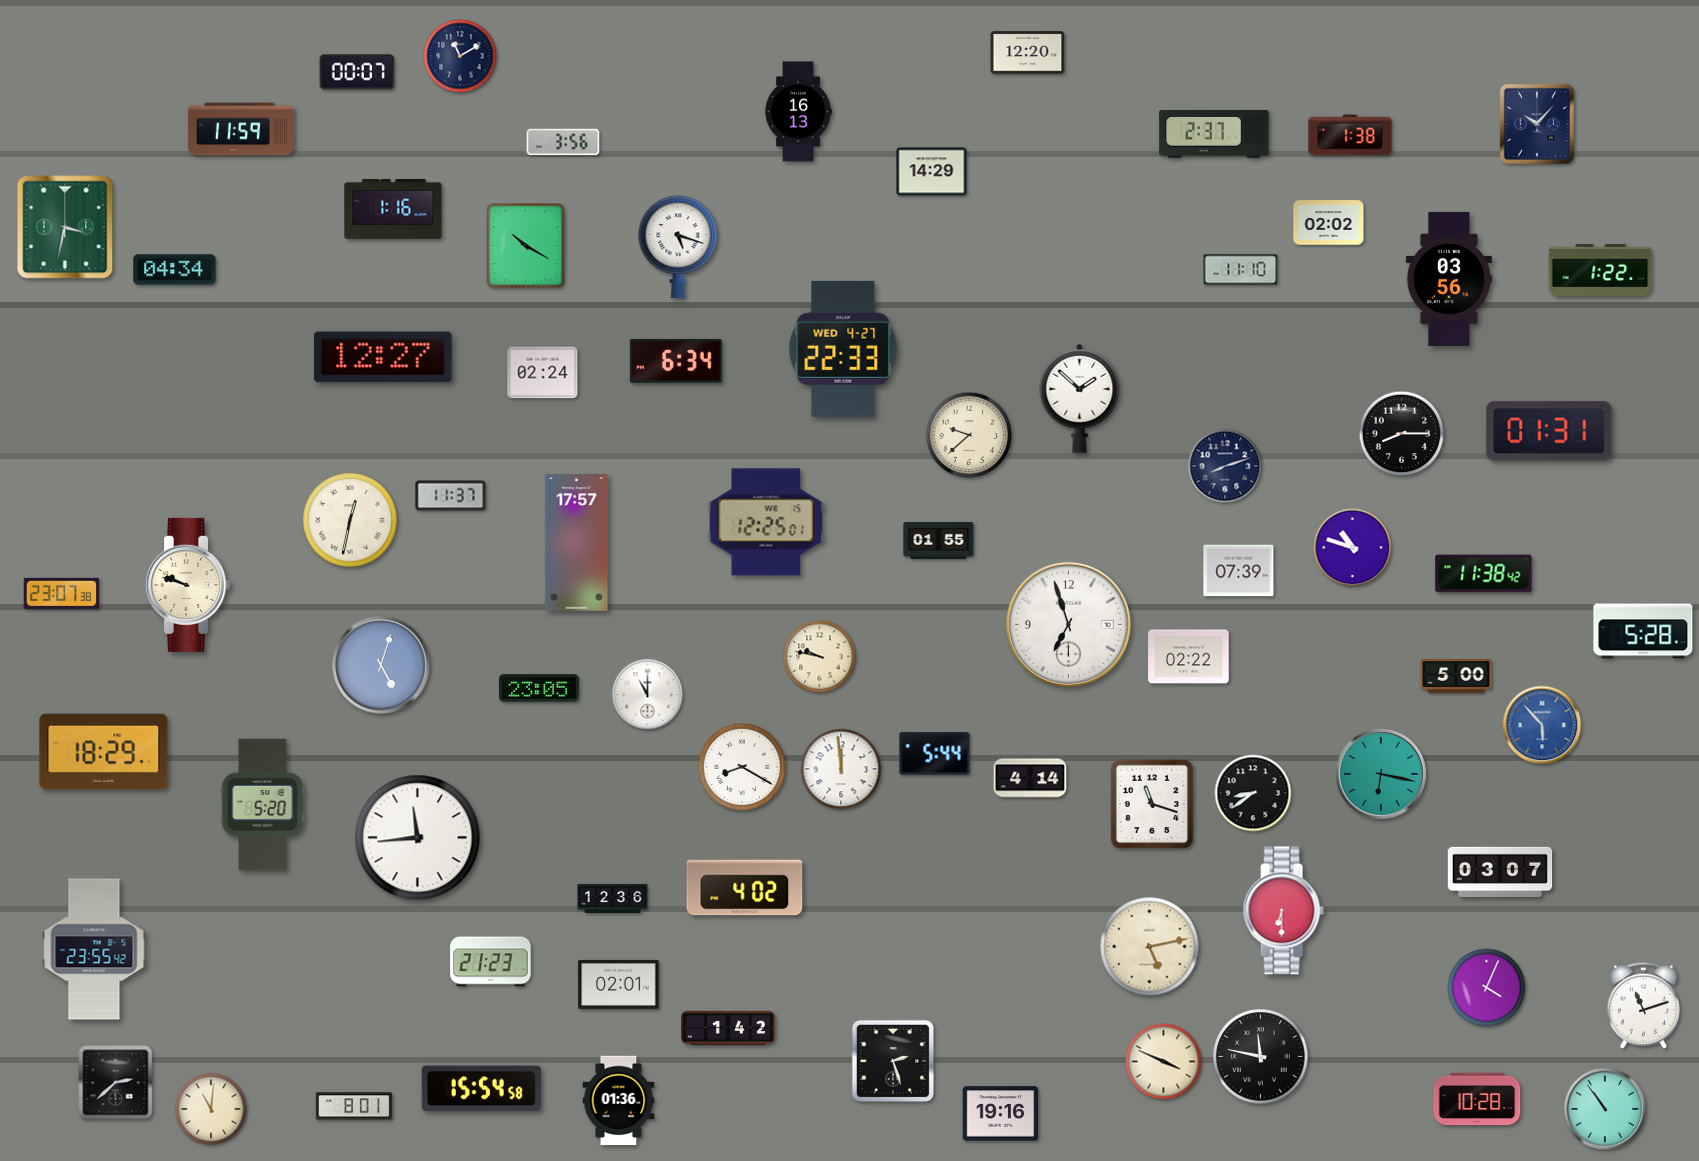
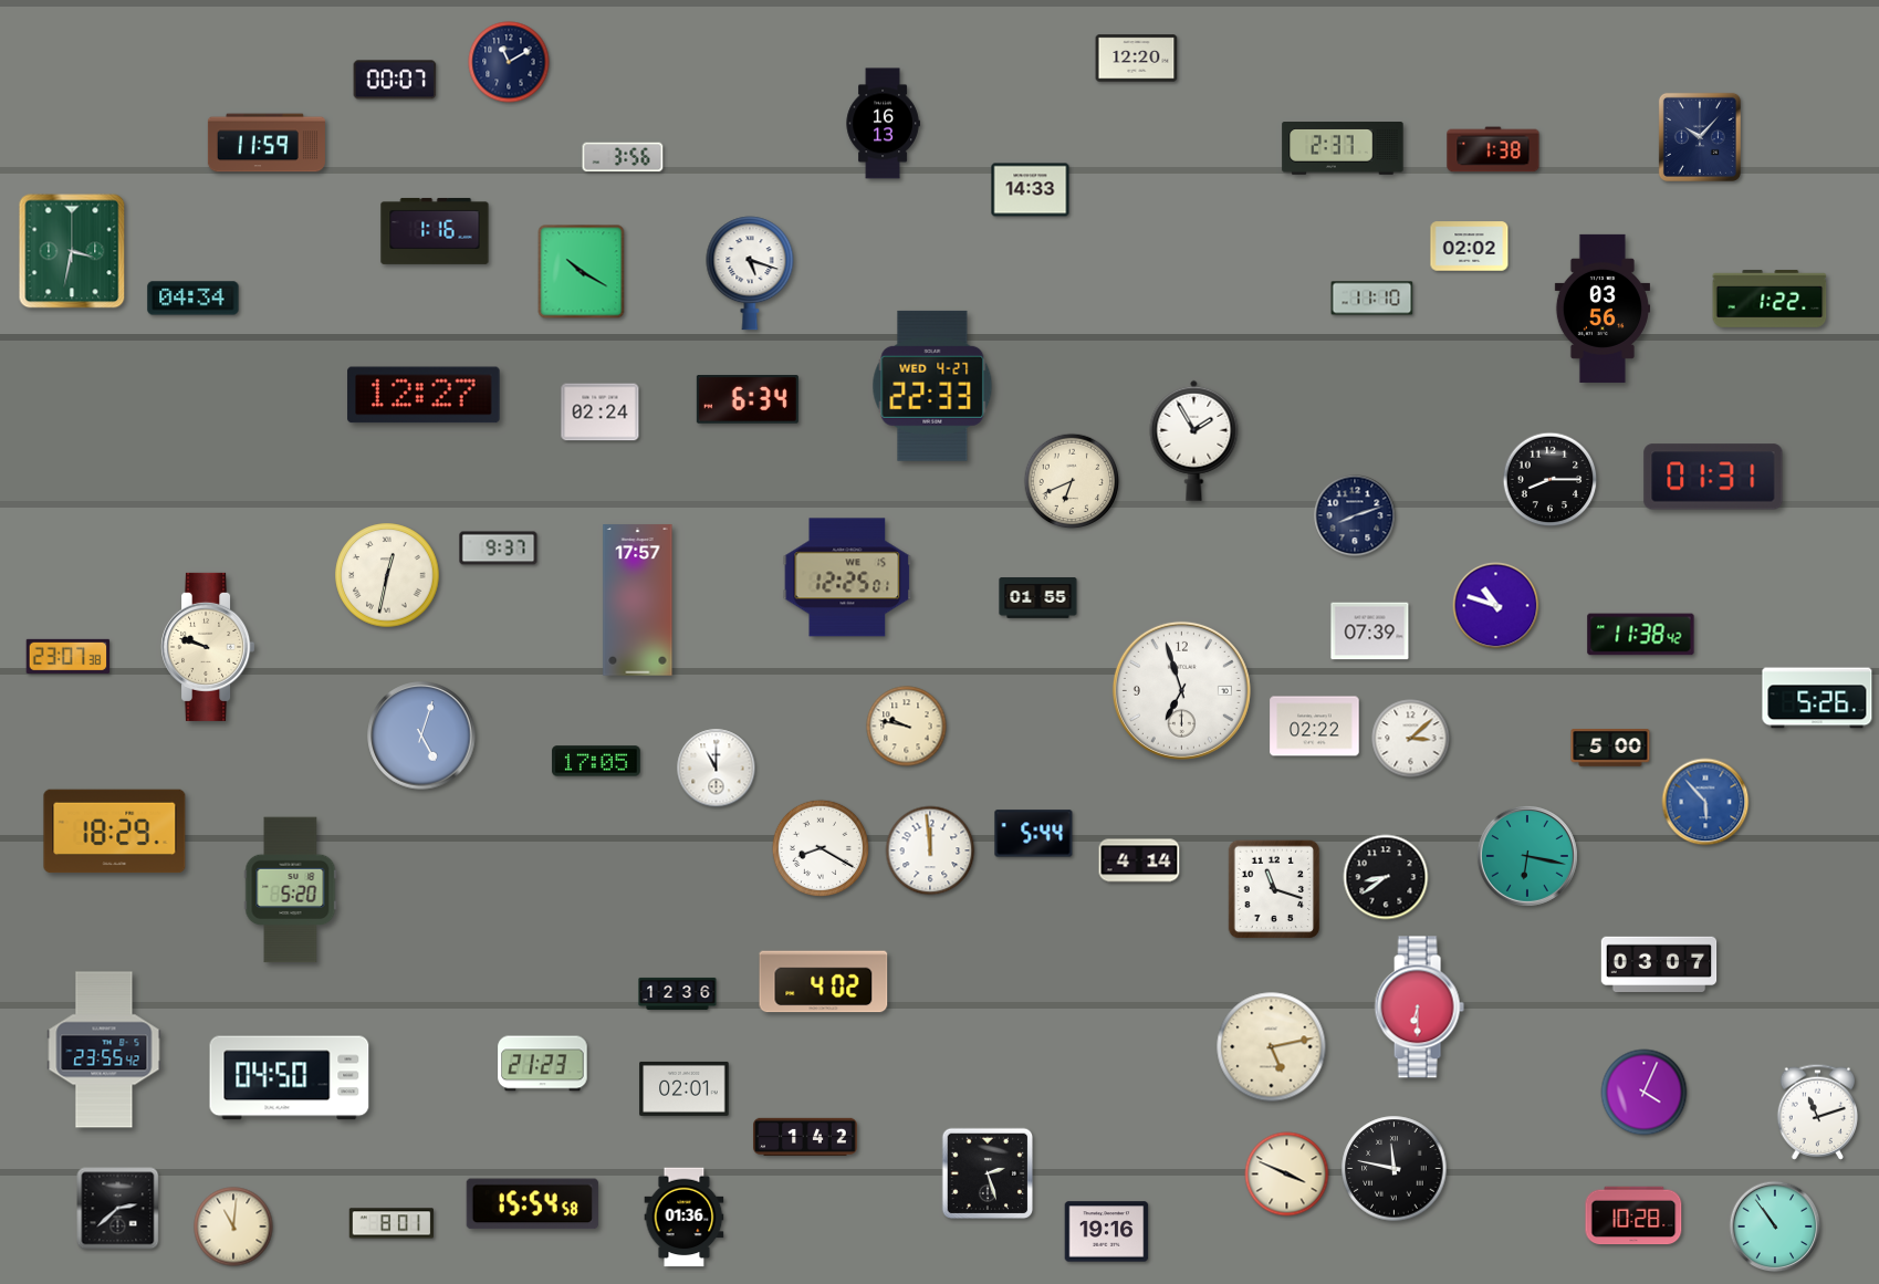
clock at (932, 172): 14:29 -> 14:33
clock at (1080, 398): 1:52 -> 1:55
clock at (969, 435): 9:38 -> 6:41
clock at (451, 496): 11:37 -> 9:37
clock at (1643, 631): 5:28 -> 5:26
clock at (1411, 739): none -> 3:08
clock at (539, 688): 23:05 -> 17:05
clock at (418, 838): 11:44 -> none
clock at (290, 1078): none -> 04:50
clock at (116, 1083) position: (116, 1083) -> (118, 1209)
